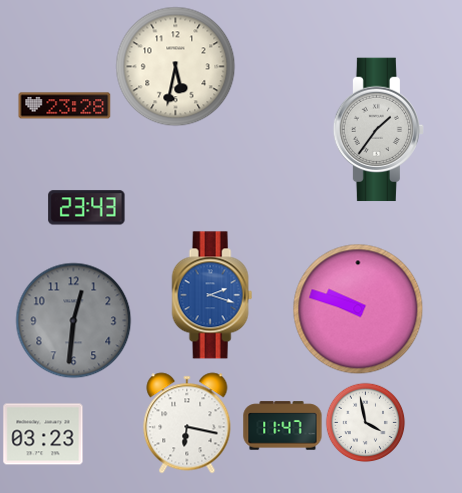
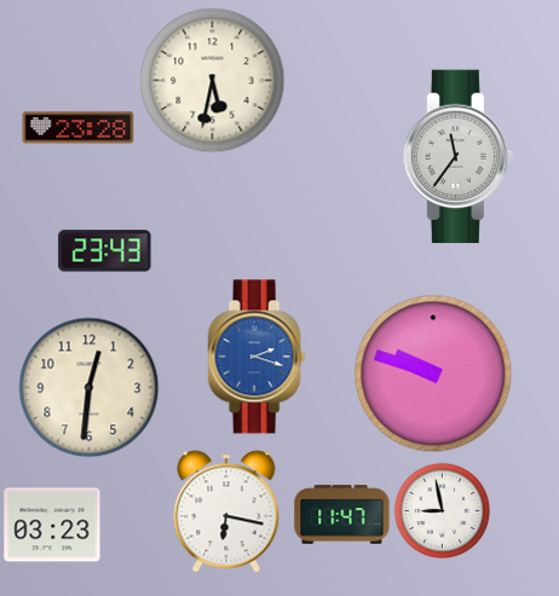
clock at (378, 130): 1:36 -> 11:36
clock at (74, 321) dial: grey -> cream
clock at (365, 422): 3:58 -> 8:58
